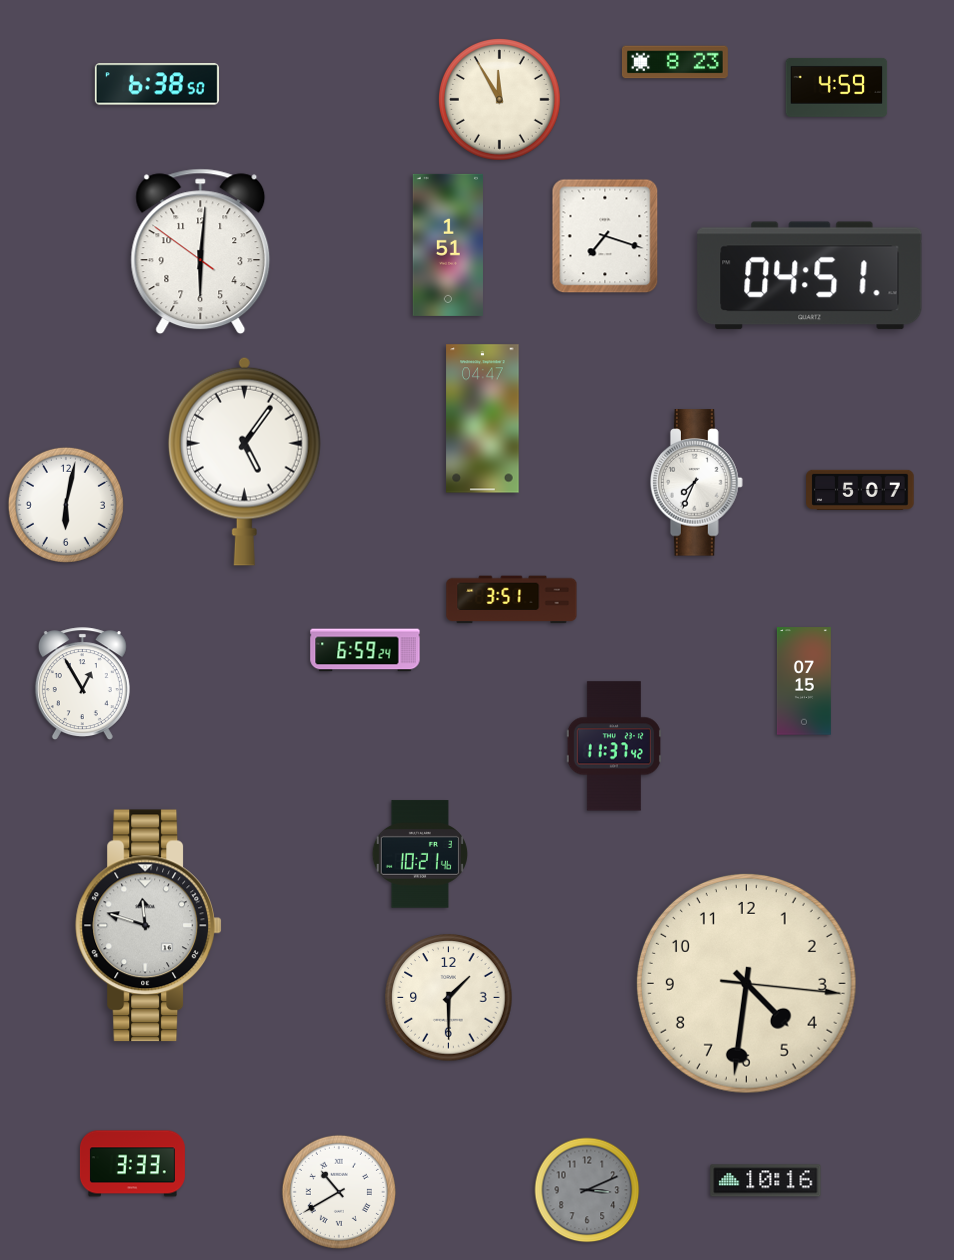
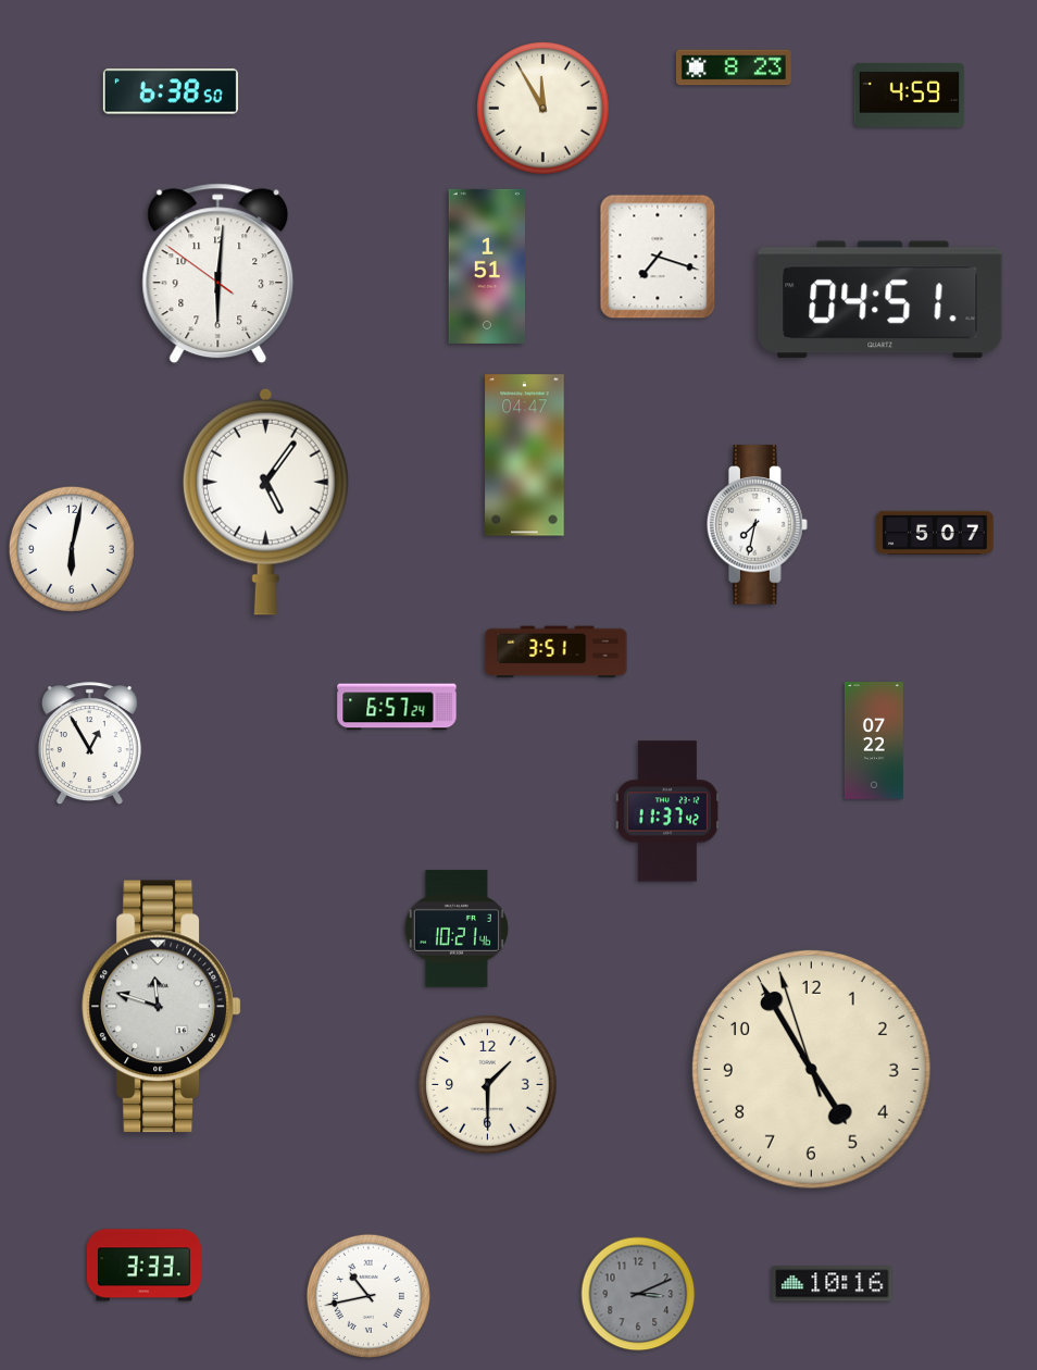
clock at (697, 483): 7:34 -> 7:32
clock at (365, 650): 6:59 -> 6:57
clock at (804, 681): 07:15 -> 07:22
clock at (746, 983): 4:31 -> 4:54
clock at (339, 1192): 10:40 -> 10:43
